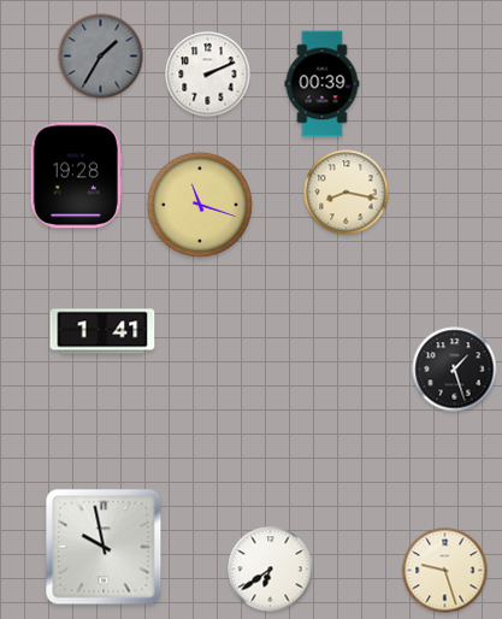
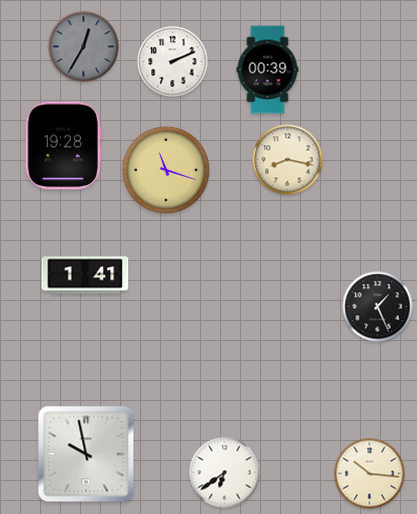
clock at (101, 57): 1:35 -> 12:35
clock at (455, 370): 1:27 -> 1:26
clock at (445, 571): 9:27 -> 10:16
